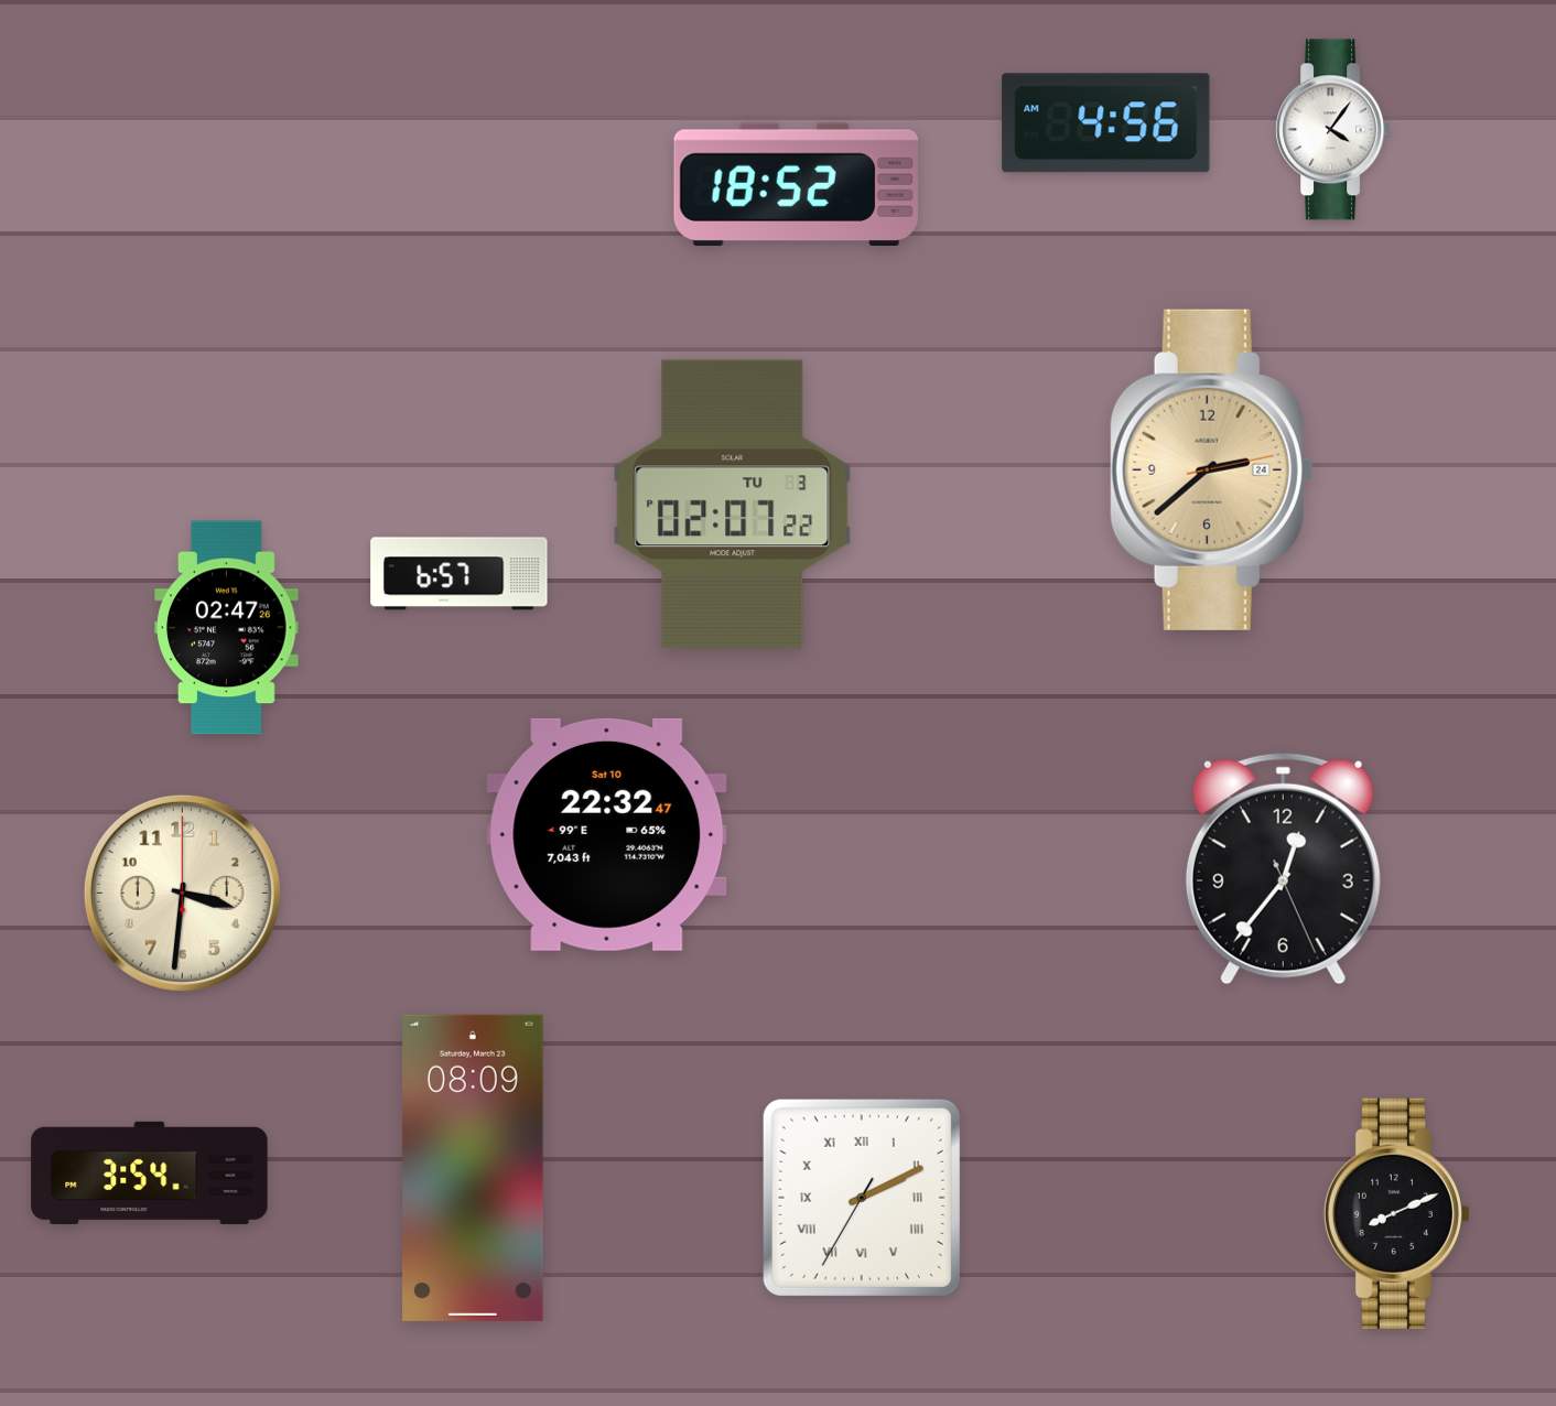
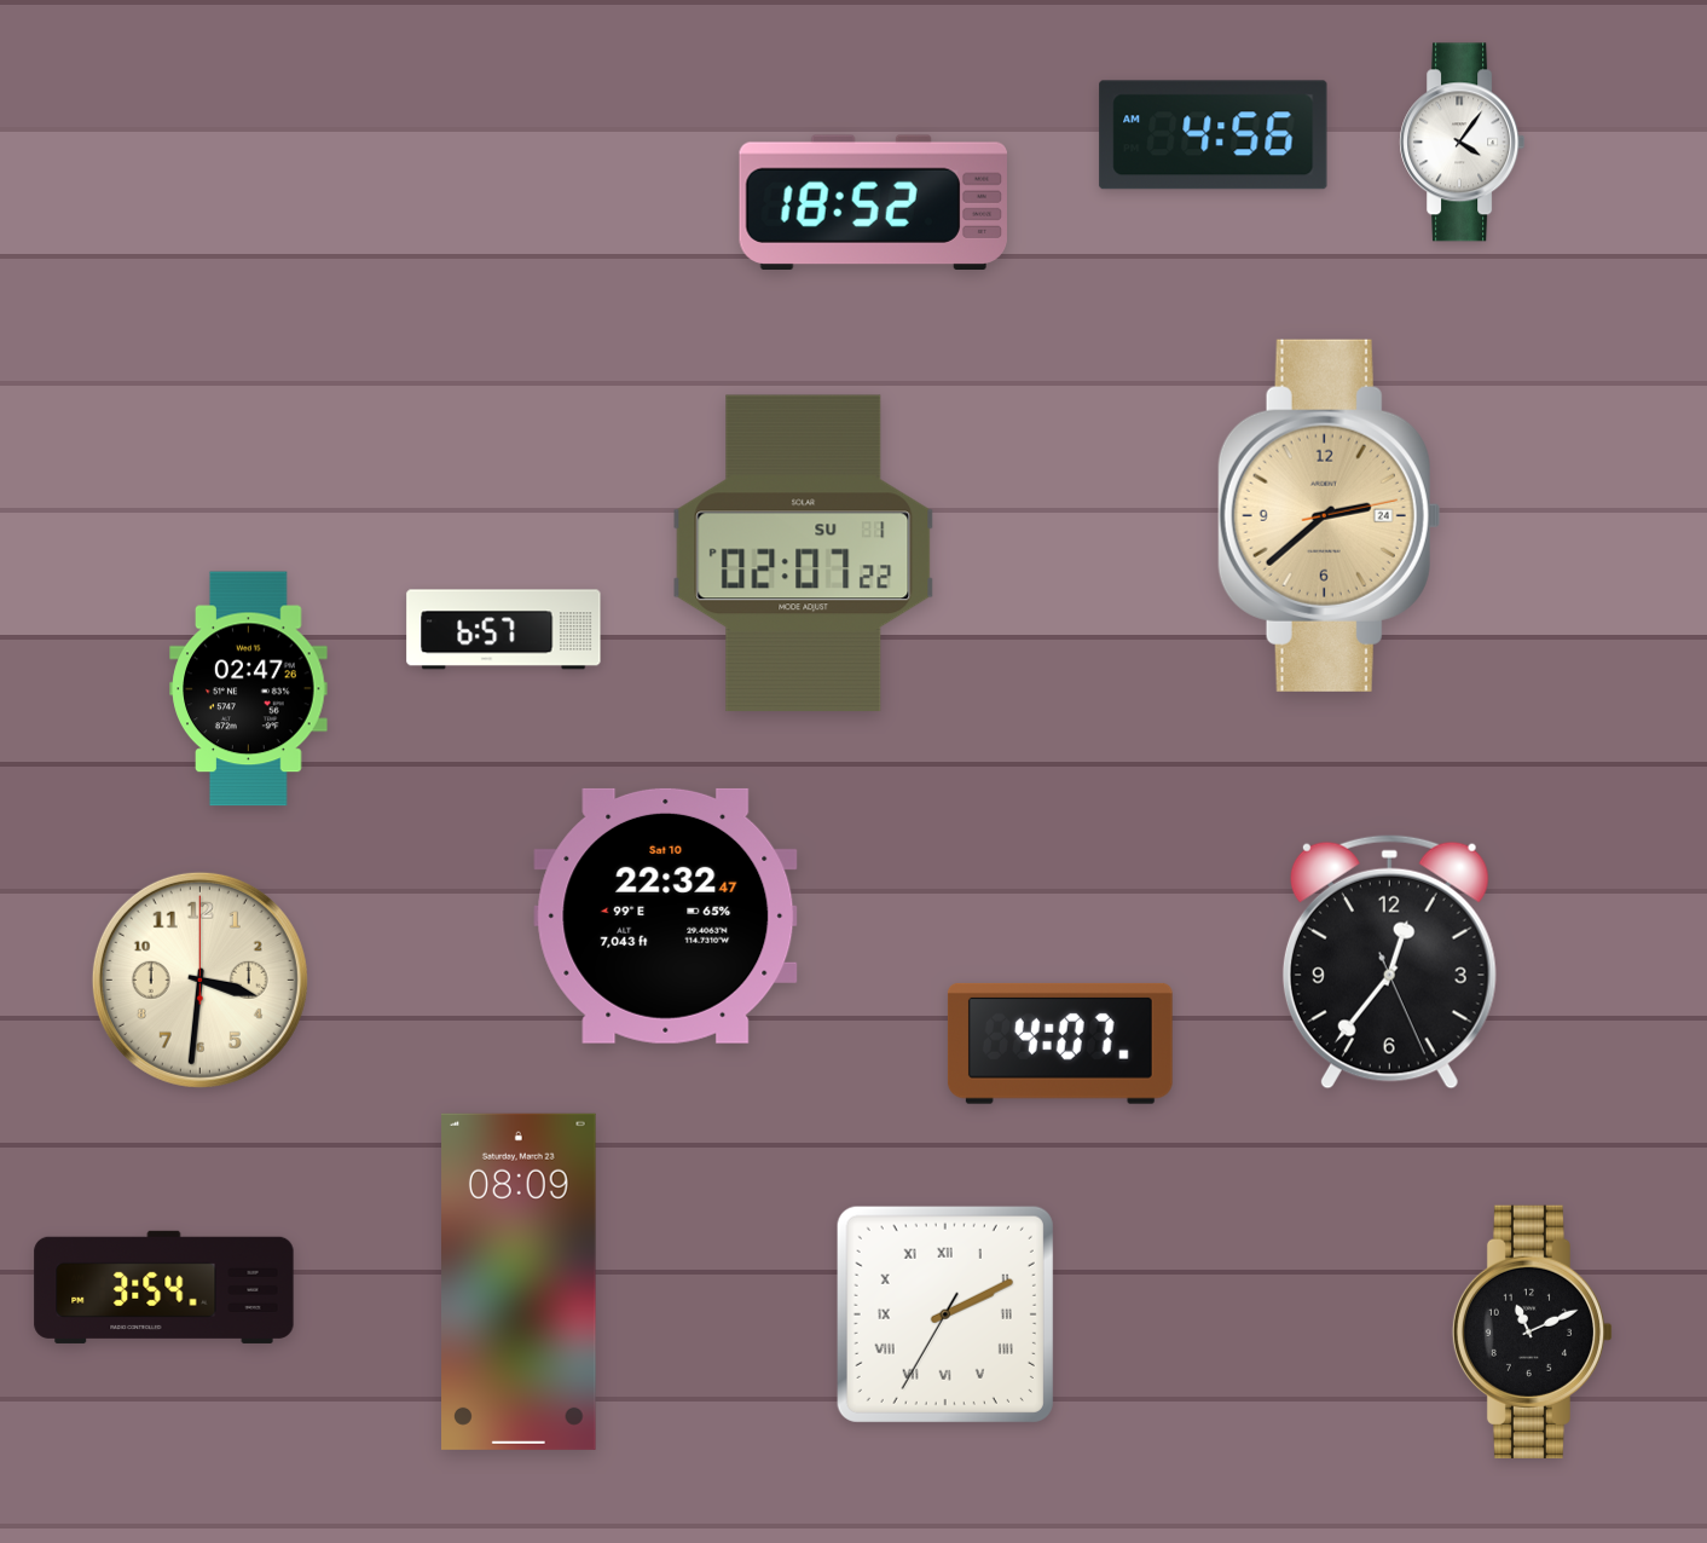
clock at (733, 505) date: TU 3 -> SU 1
clock at (1283, 868) position: (1283, 868) -> (1389, 961)
clock at (1060, 1044): none -> 4:07
clock at (1397, 1213): 8:11 -> 11:11
